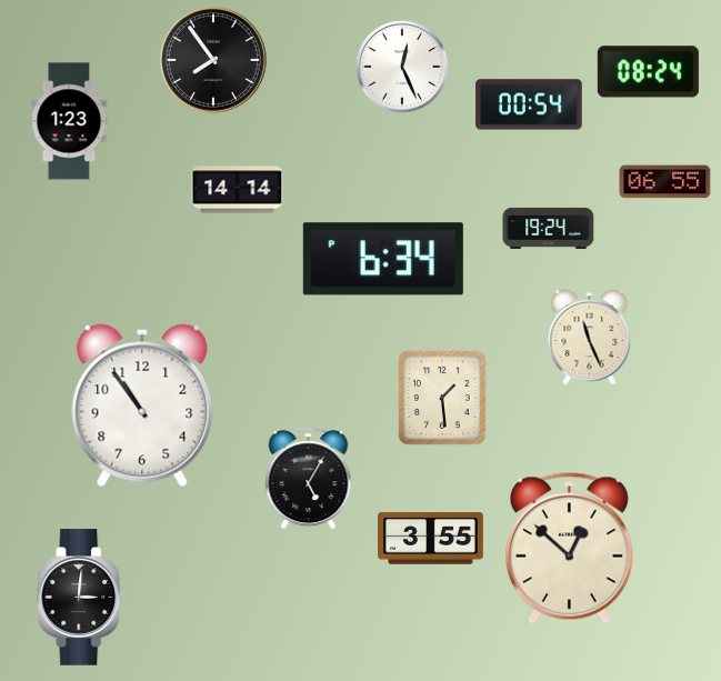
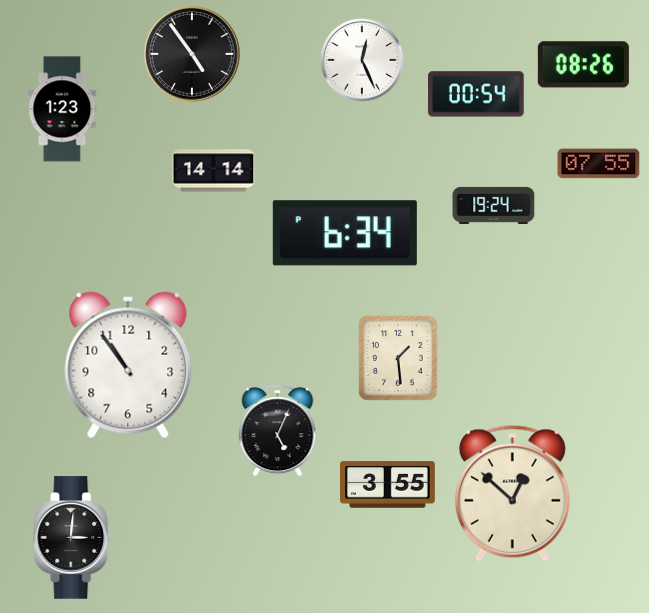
clock at (213, 60): 7:54 -> 4:54
clock at (648, 72): 08:24 -> 08:26
clock at (665, 182): 06:55 -> 07:55
clock at (590, 338): 11:26 -> none
clock at (309, 479): 5:05 -> 5:04
